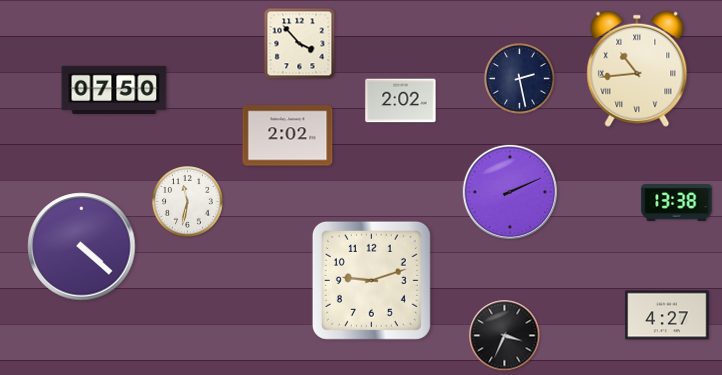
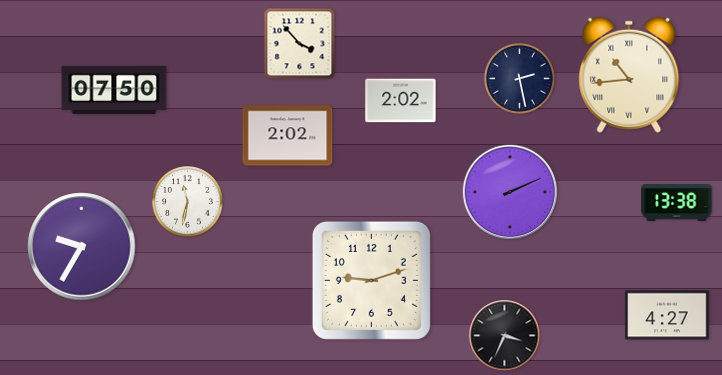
clock at (637, 69) position: (637, 69) -> (629, 75)
clock at (82, 247): 4:22 -> 9:35
